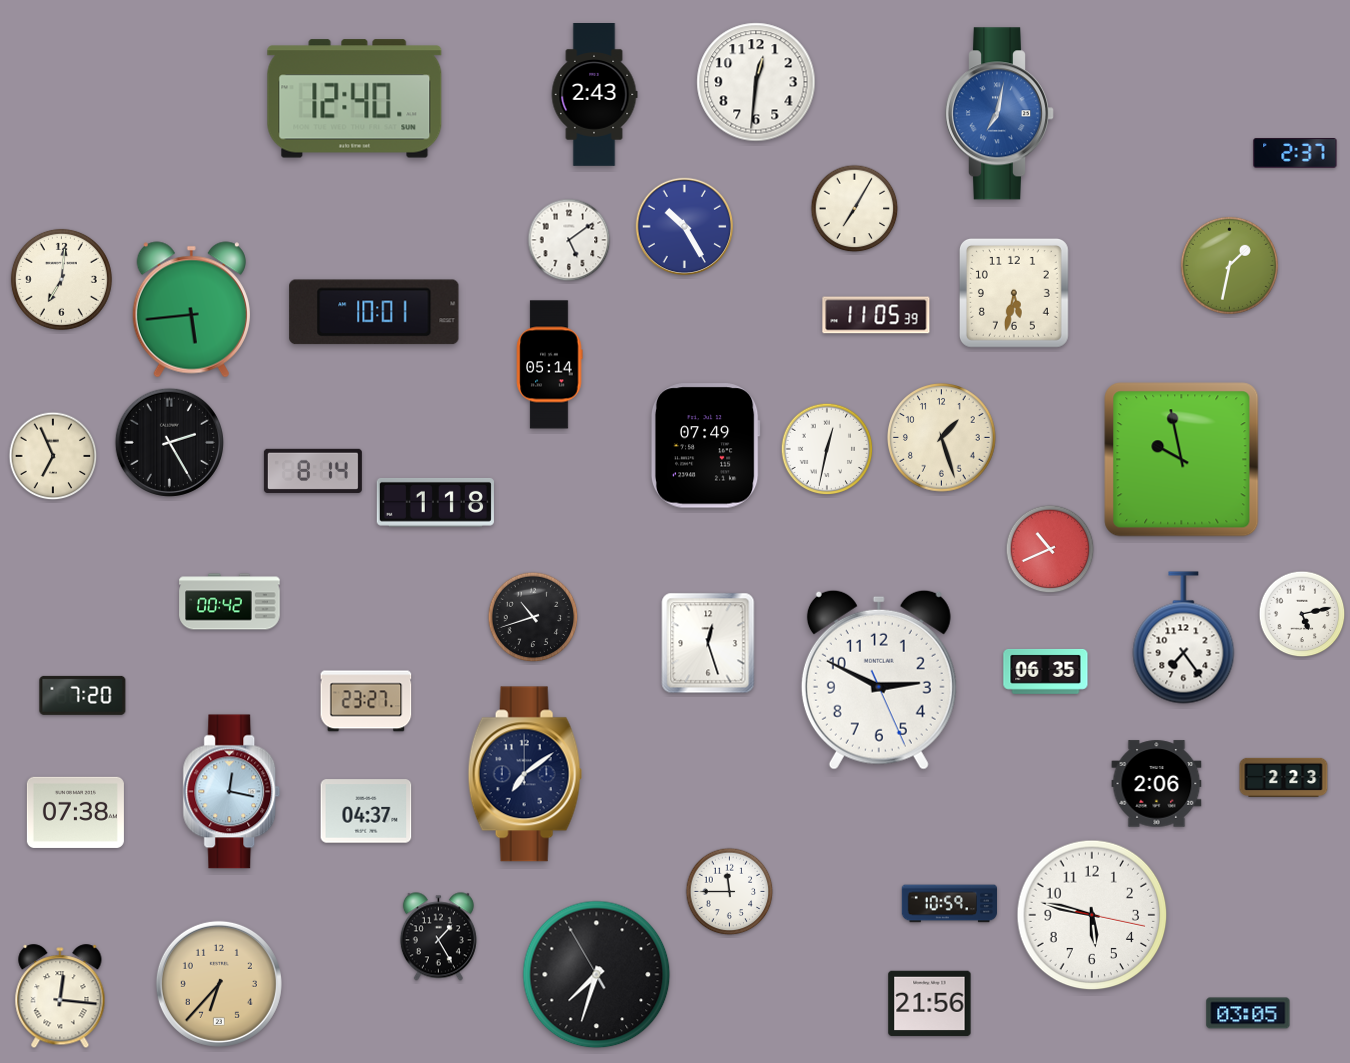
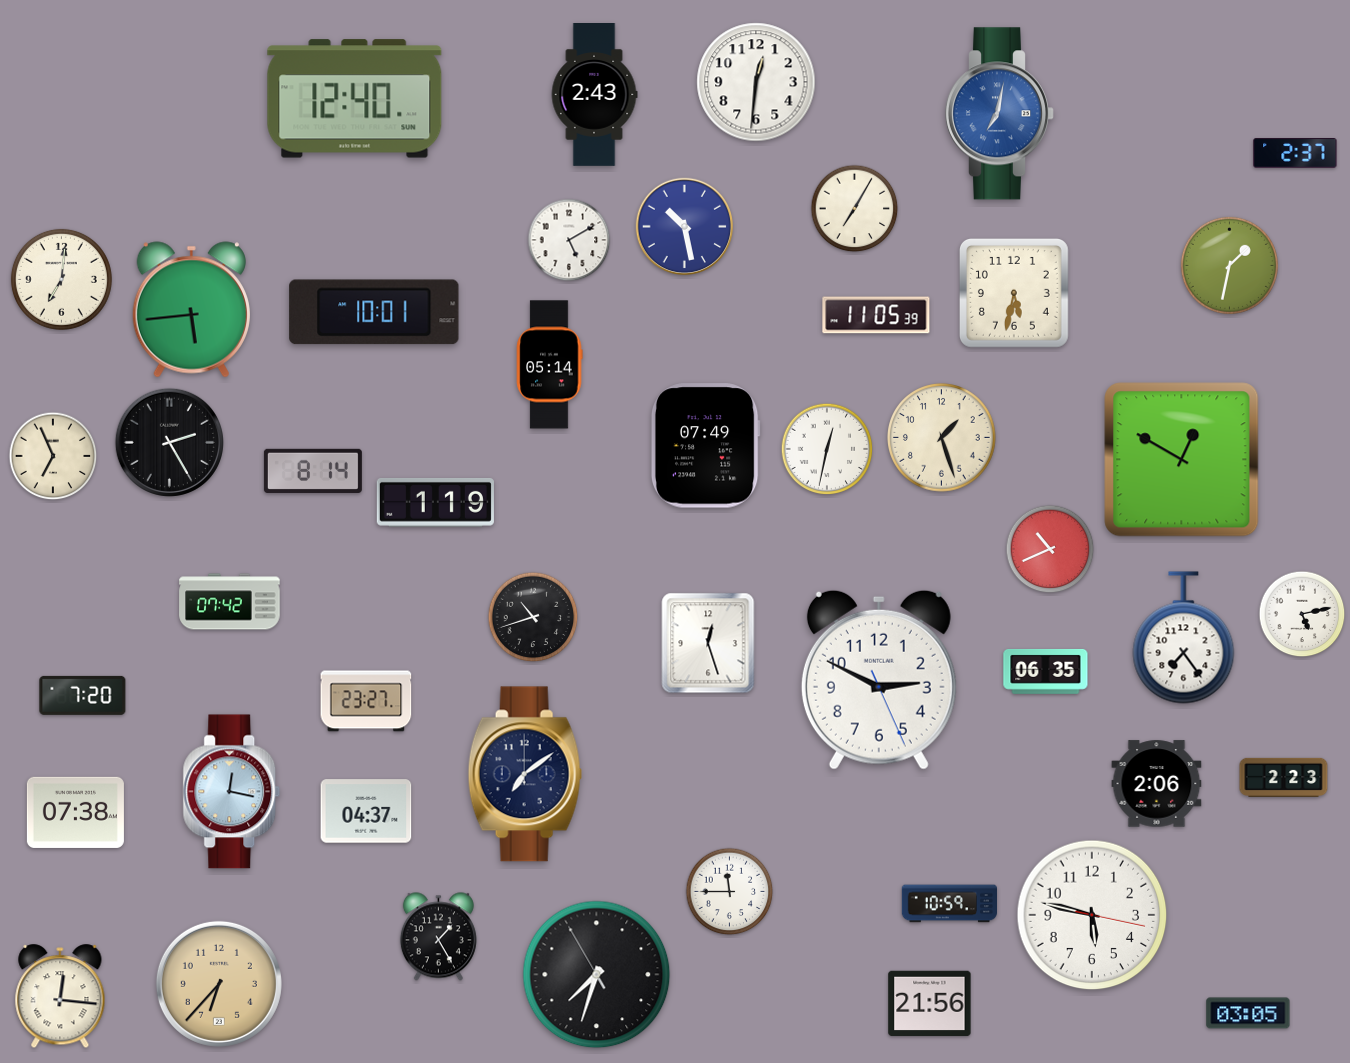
clock at (685, 227): 10:25 -> 10:28
clock at (569, 240): 5:09 -> 5:10
clock at (1182, 460): 9:58 -> 12:50
clock at (435, 502): 1:18 -> 1:19
clock at (230, 602): 00:42 -> 07:42
